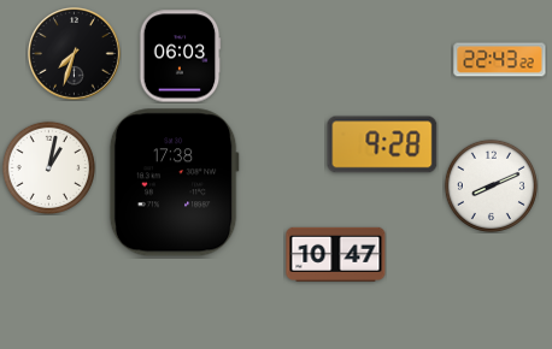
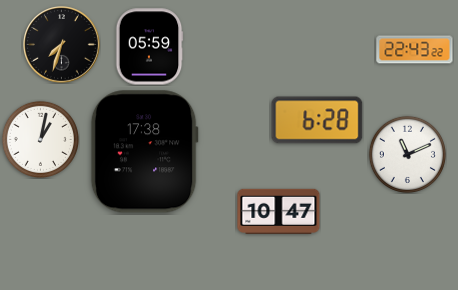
clock at (180, 57): 06:03 -> 05:59
clock at (382, 144): 9:28 -> 6:28
clock at (491, 185): 8:11 -> 11:11
